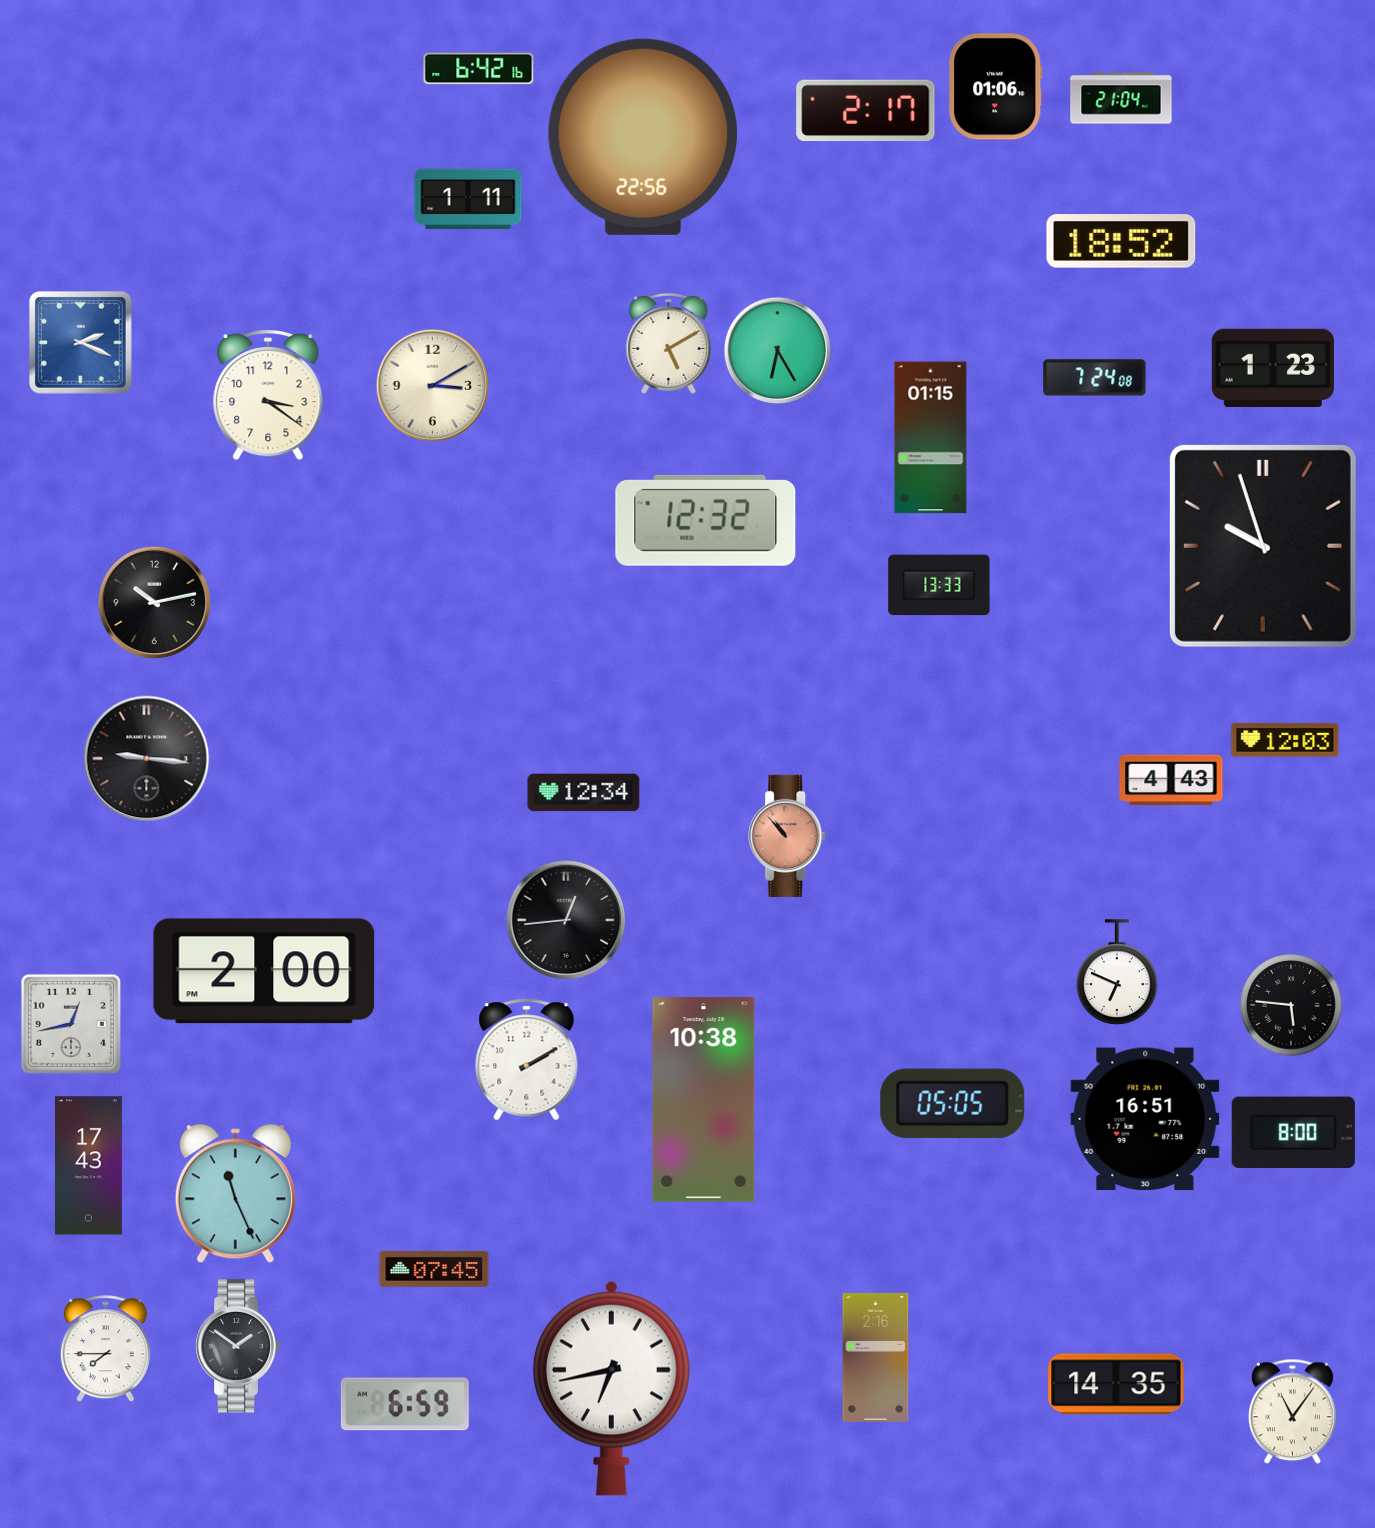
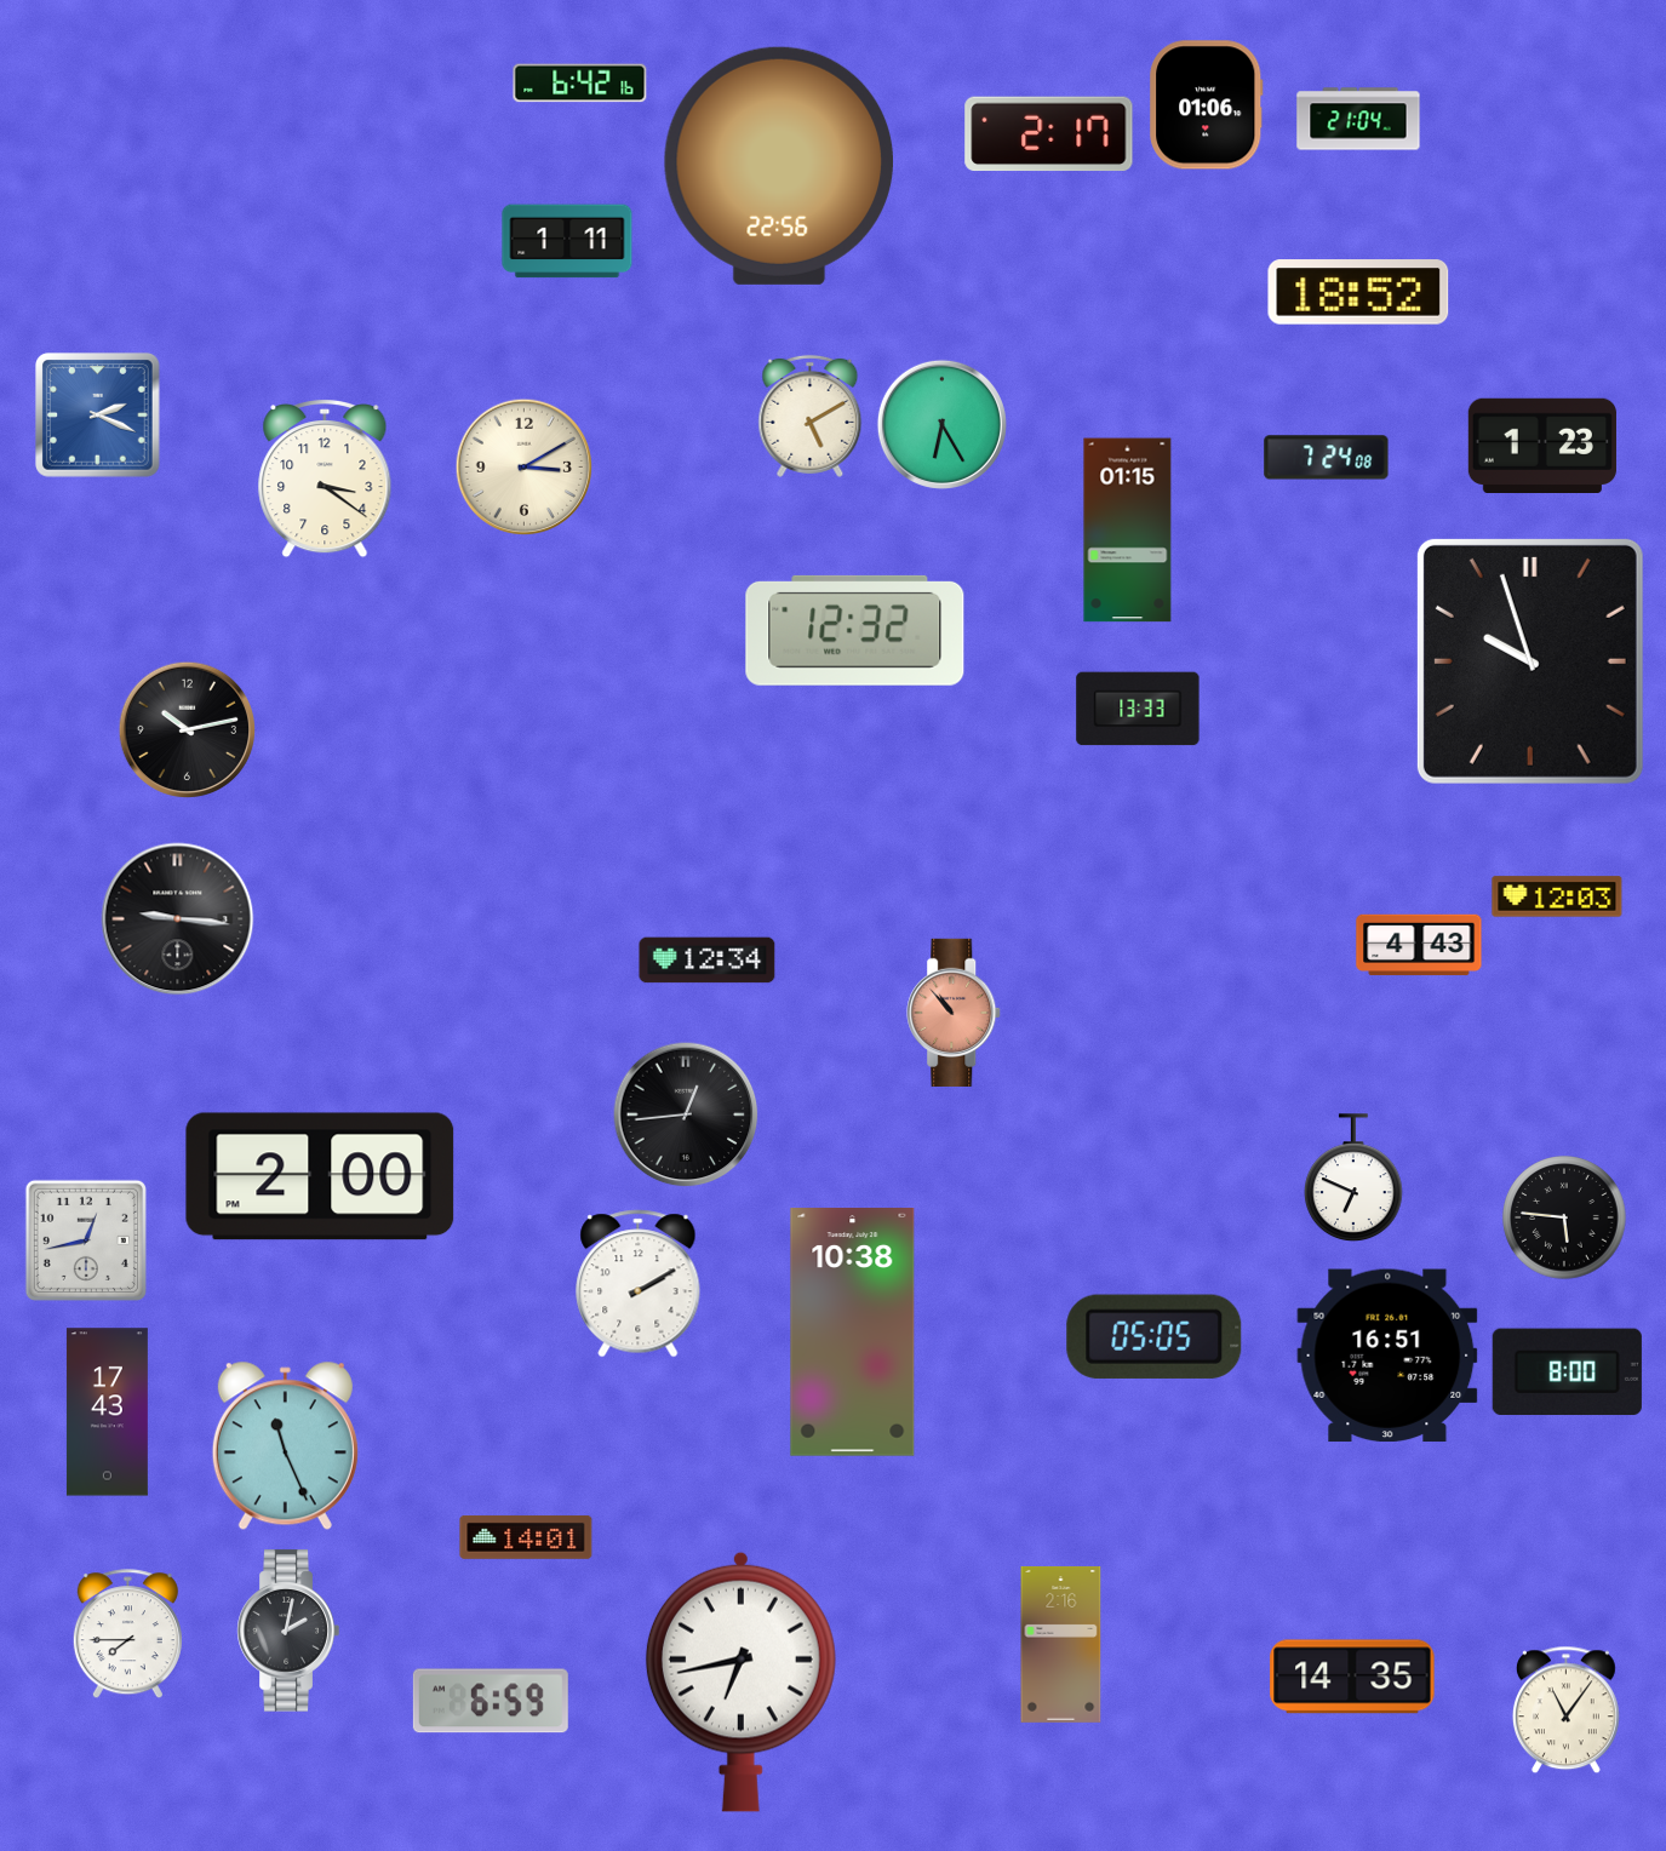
clock at (434, 1269): 07:45 -> 14:01
clock at (238, 1346): 1:51 -> 2:02
